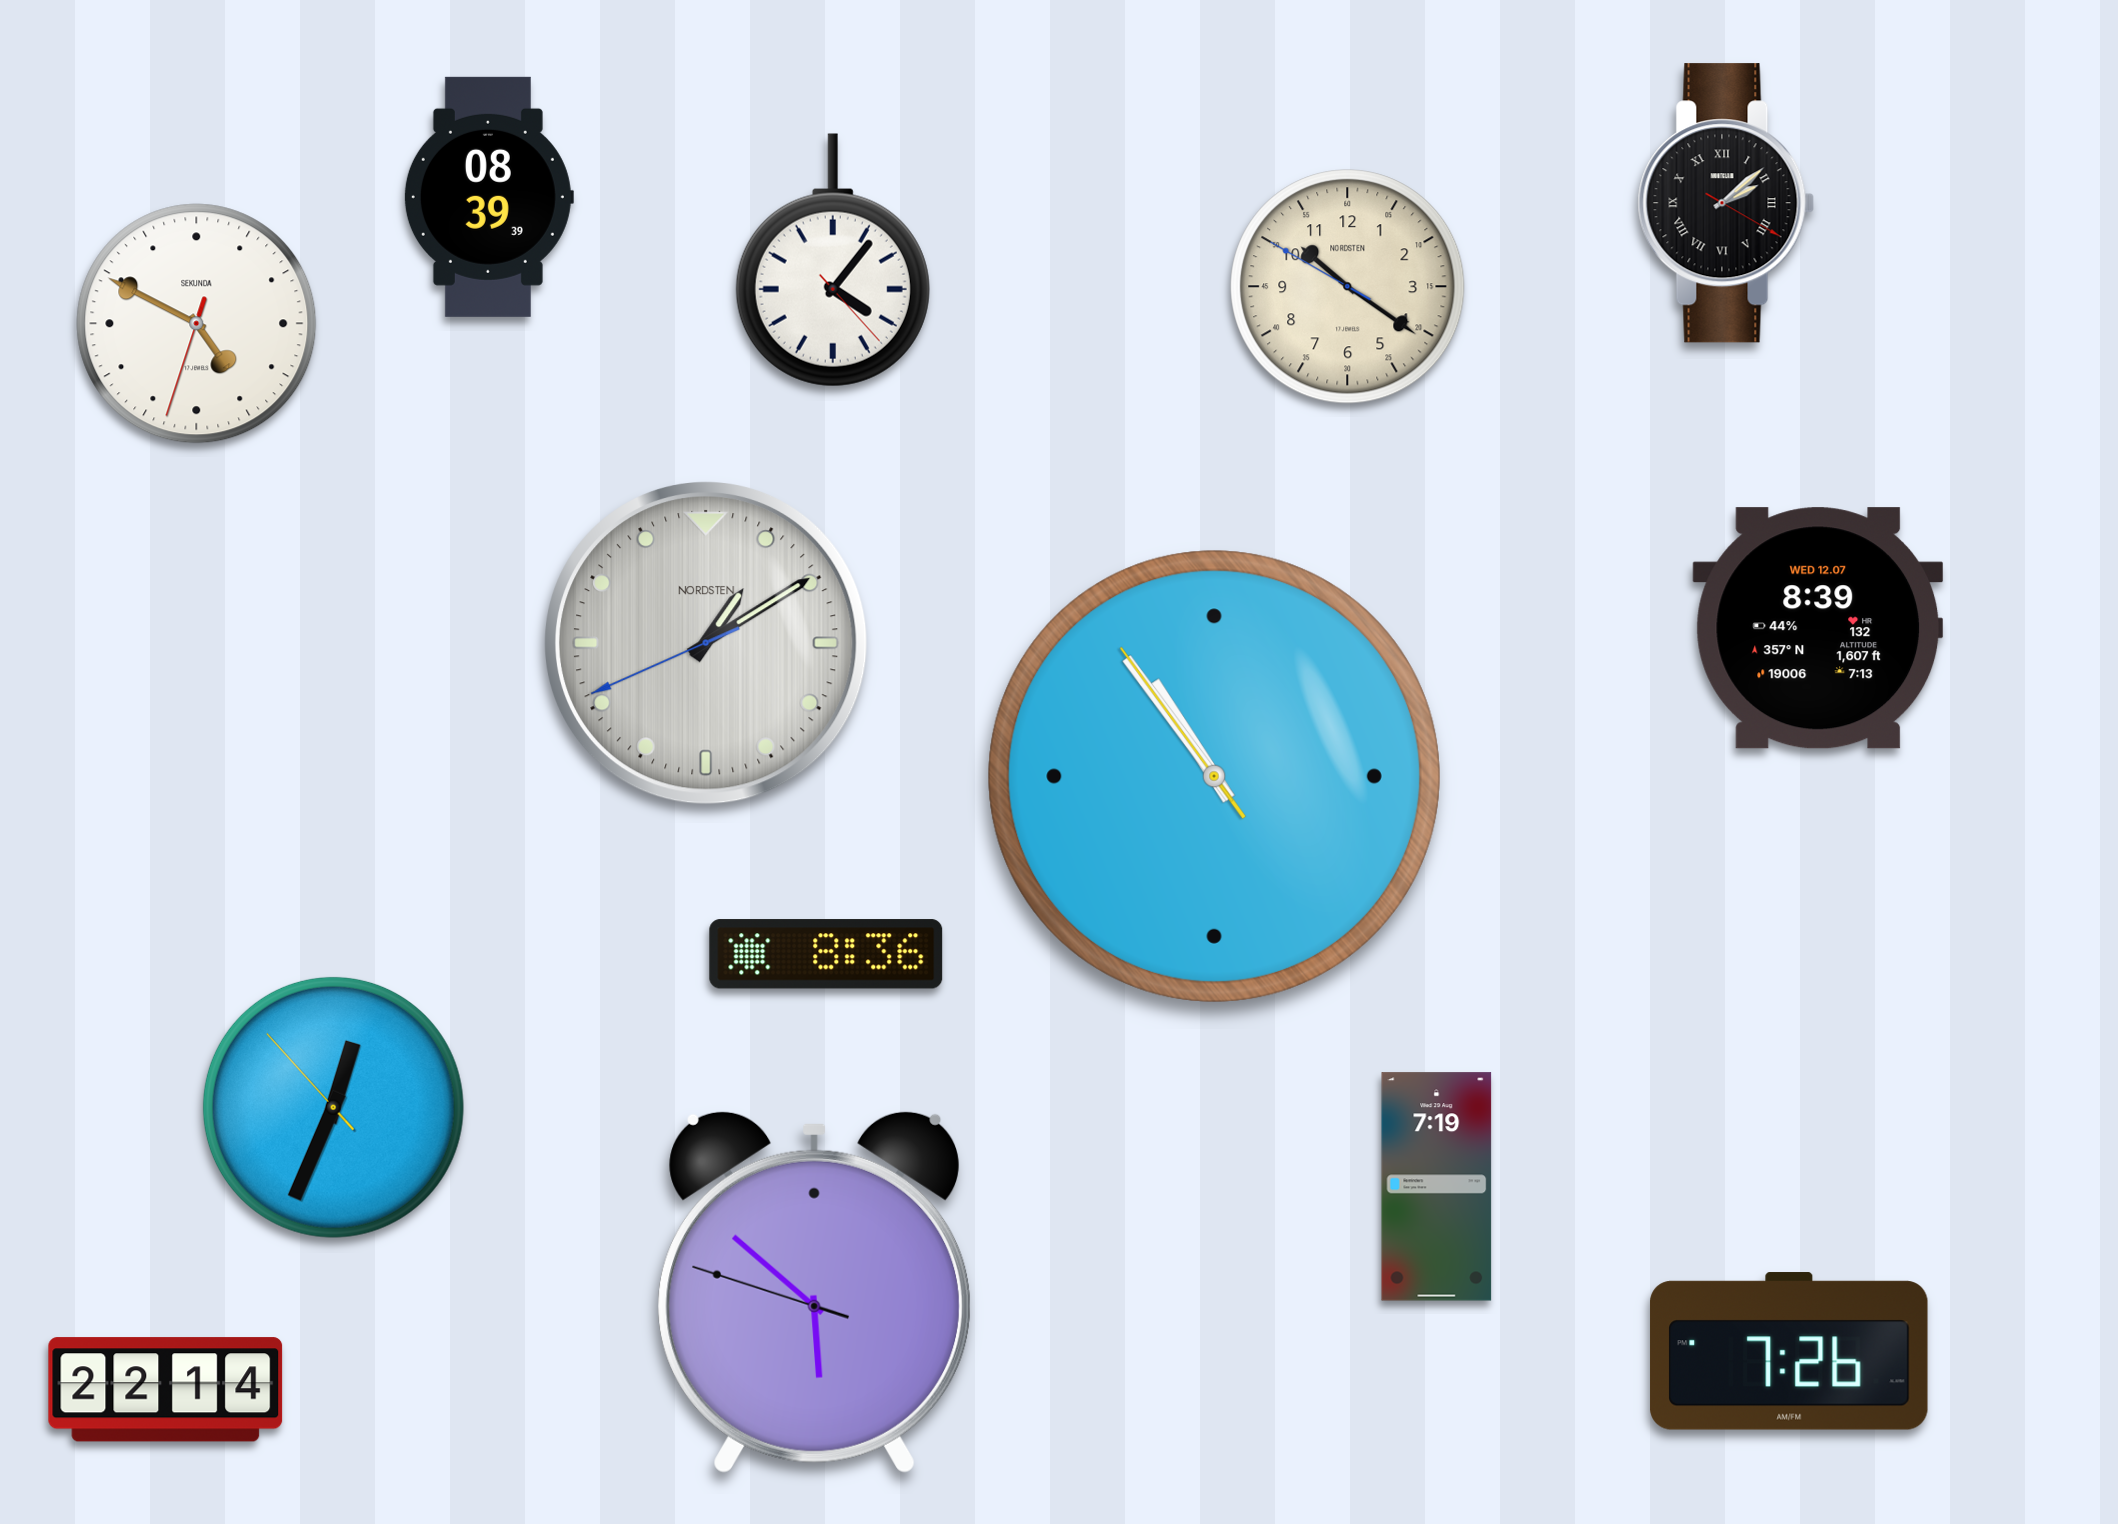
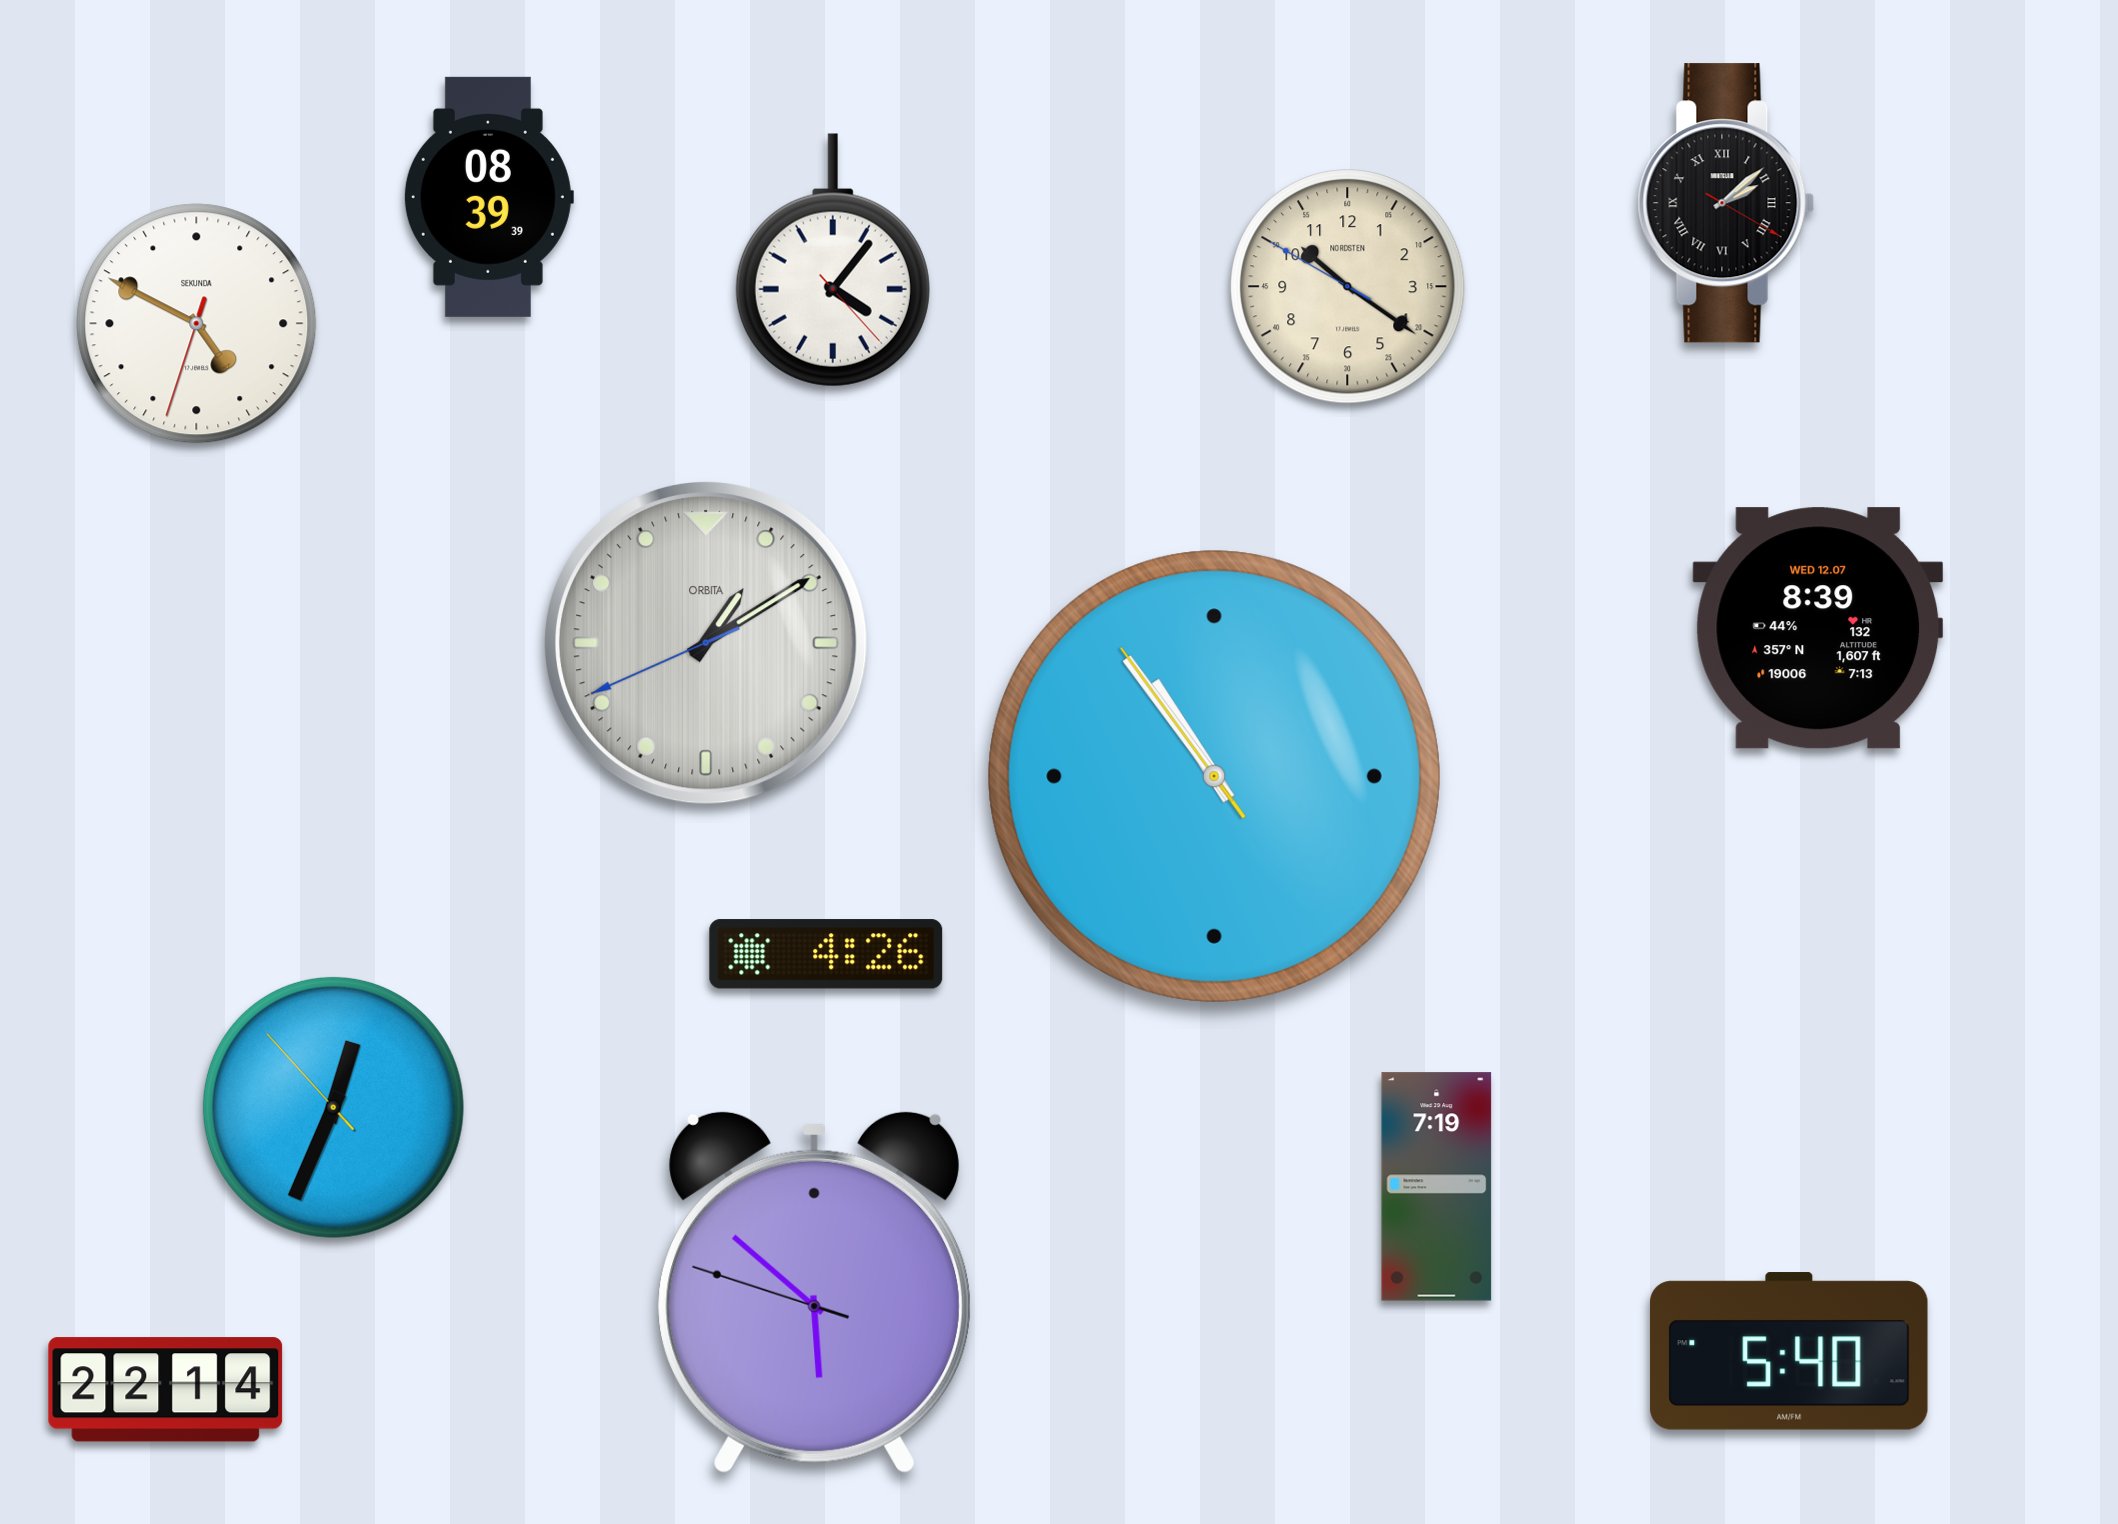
clock at (707, 644) brand: NORDSTEN -> ORBITA
clock at (826, 954): 8:36 -> 4:26
clock at (1789, 1351): 7:26 -> 5:40
